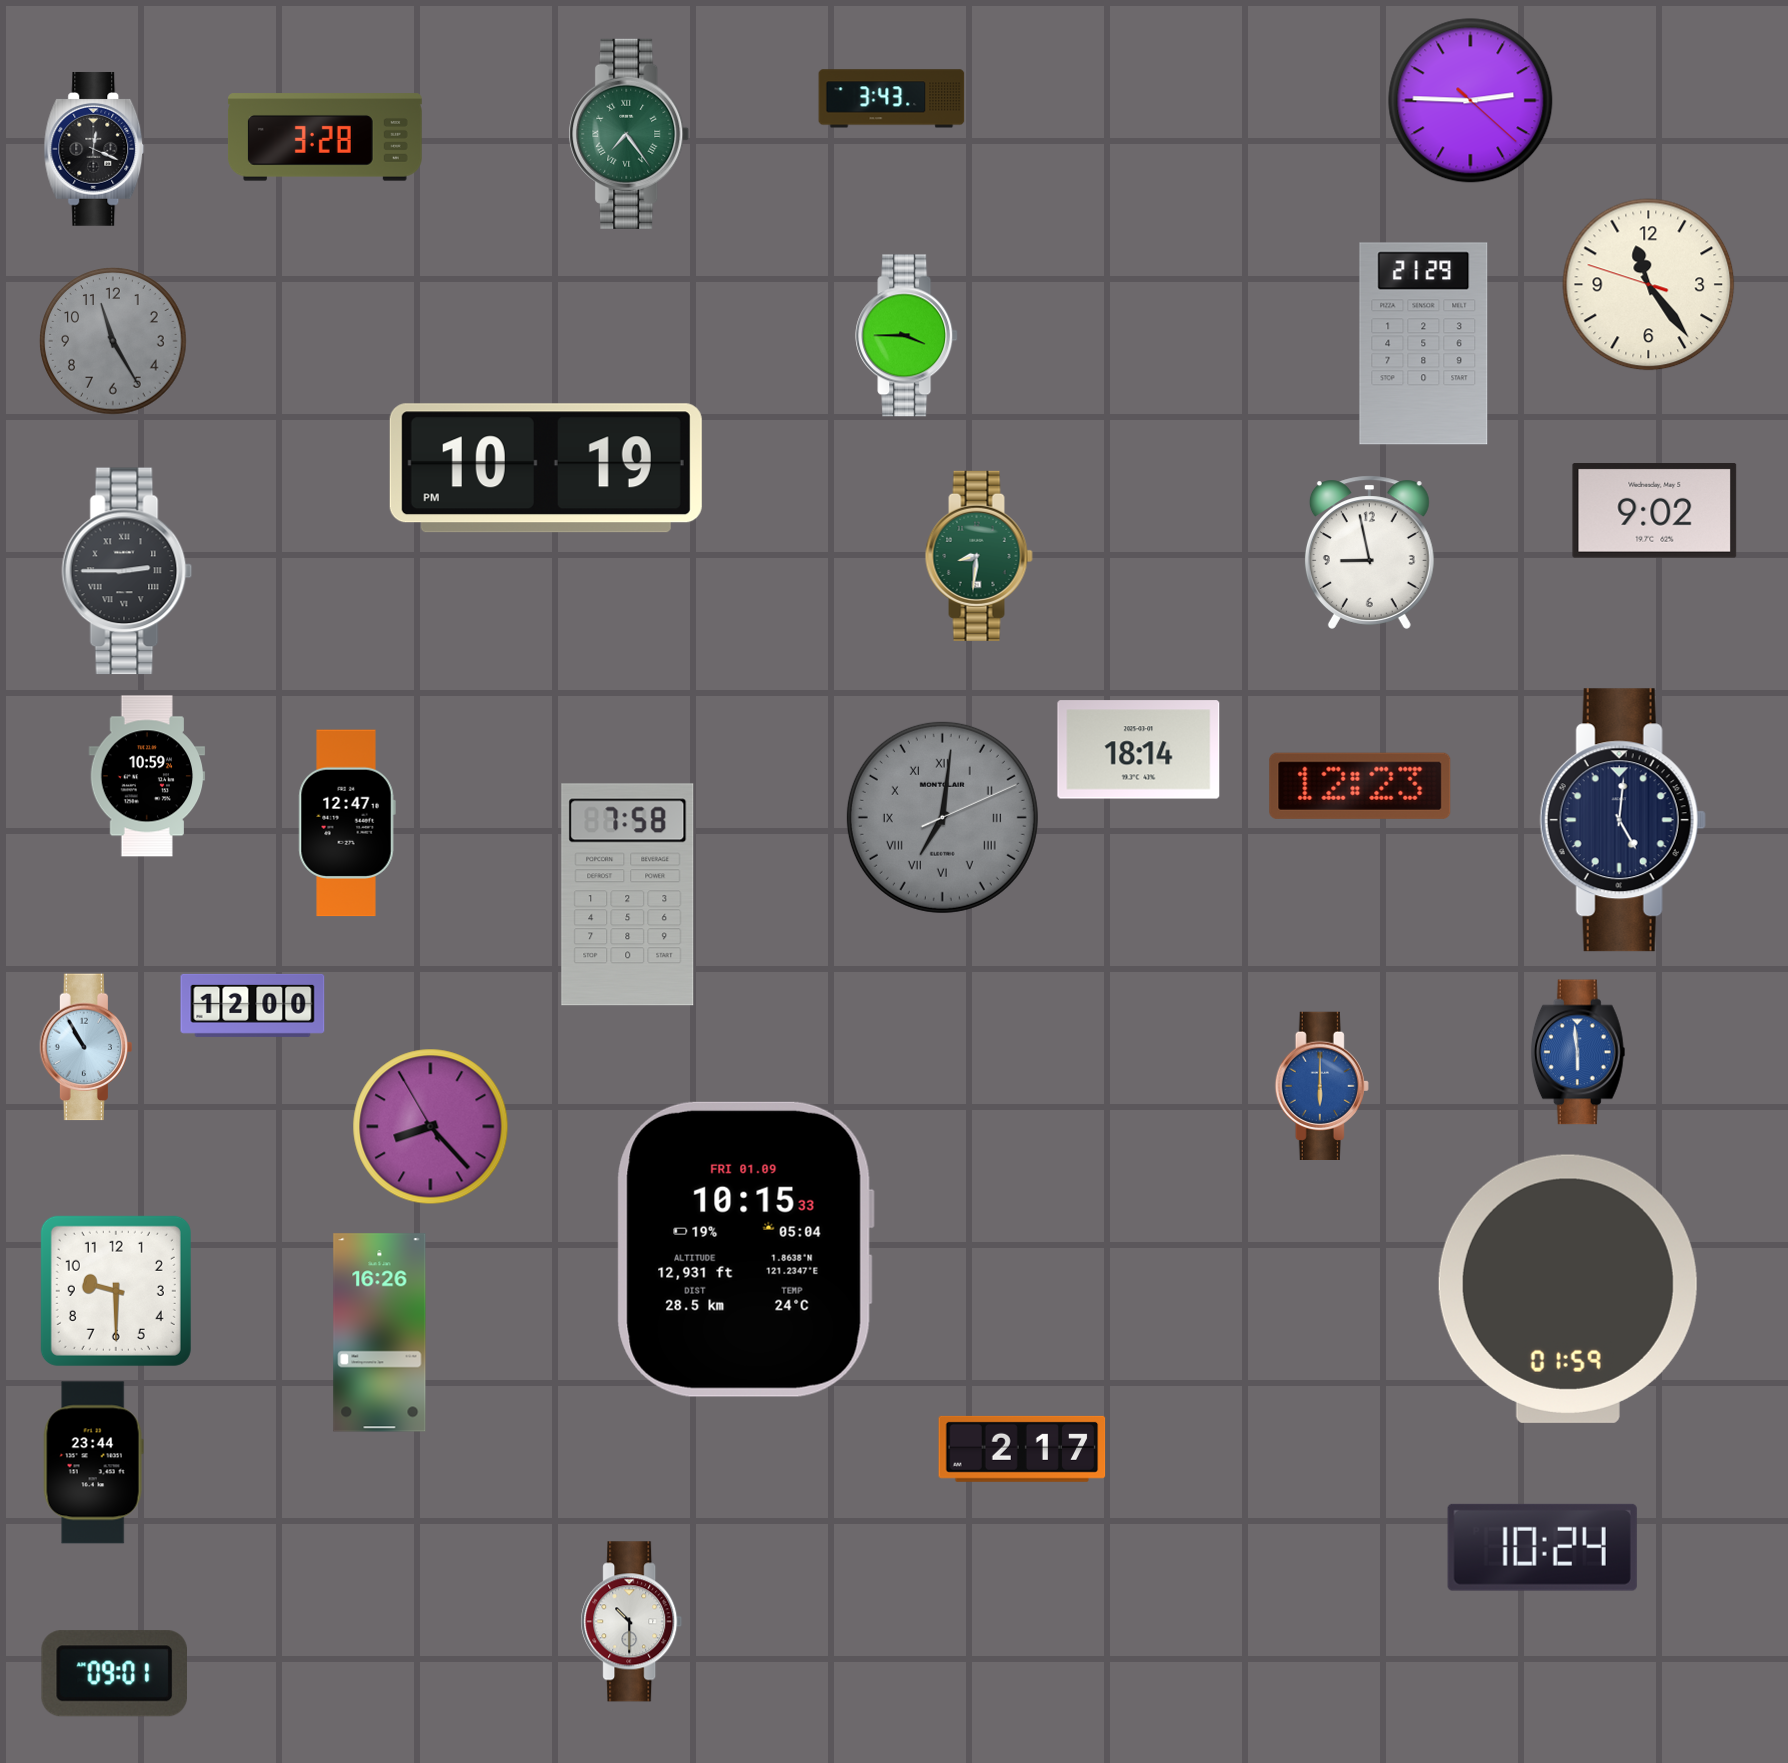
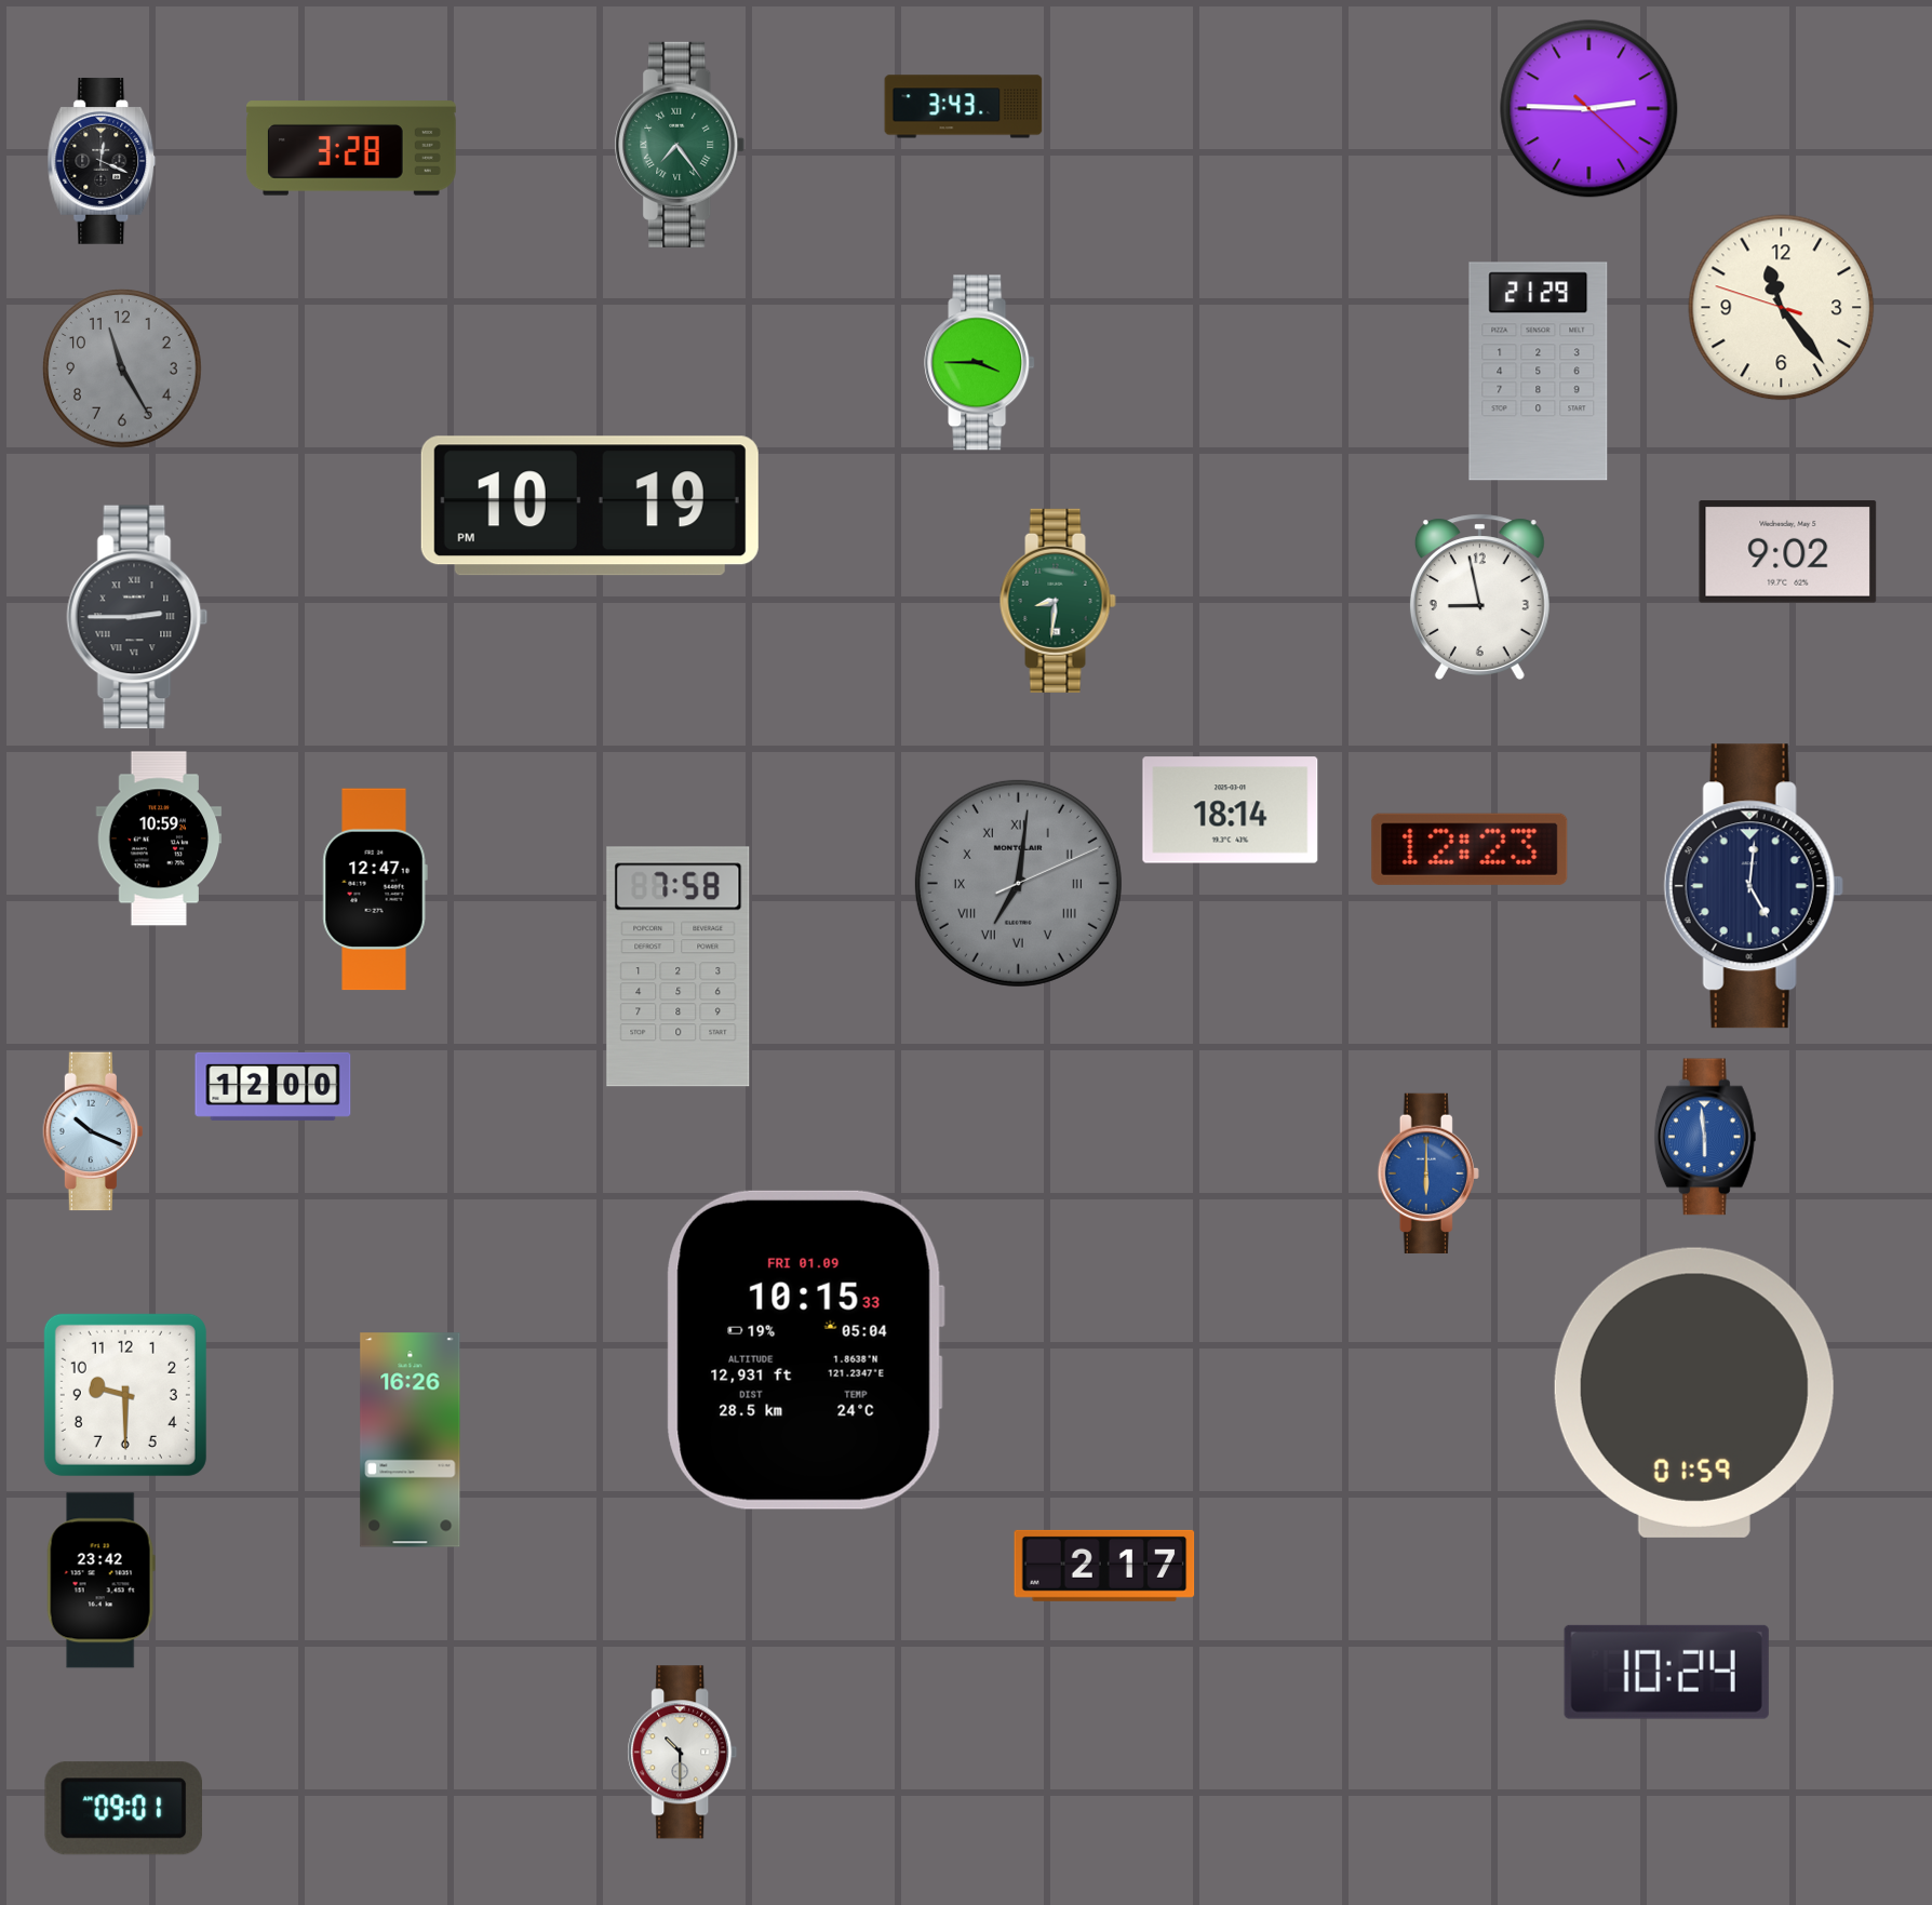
clock at (85, 1047): 10:55 -> 10:19
clock at (431, 1127): 8:22 -> none
clock at (93, 1463): 23:44 -> 23:42
